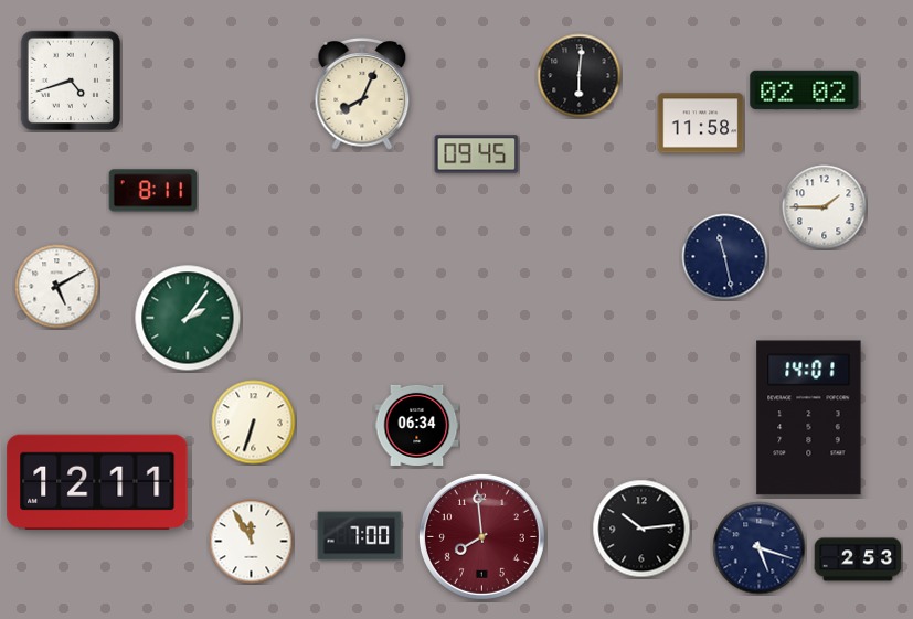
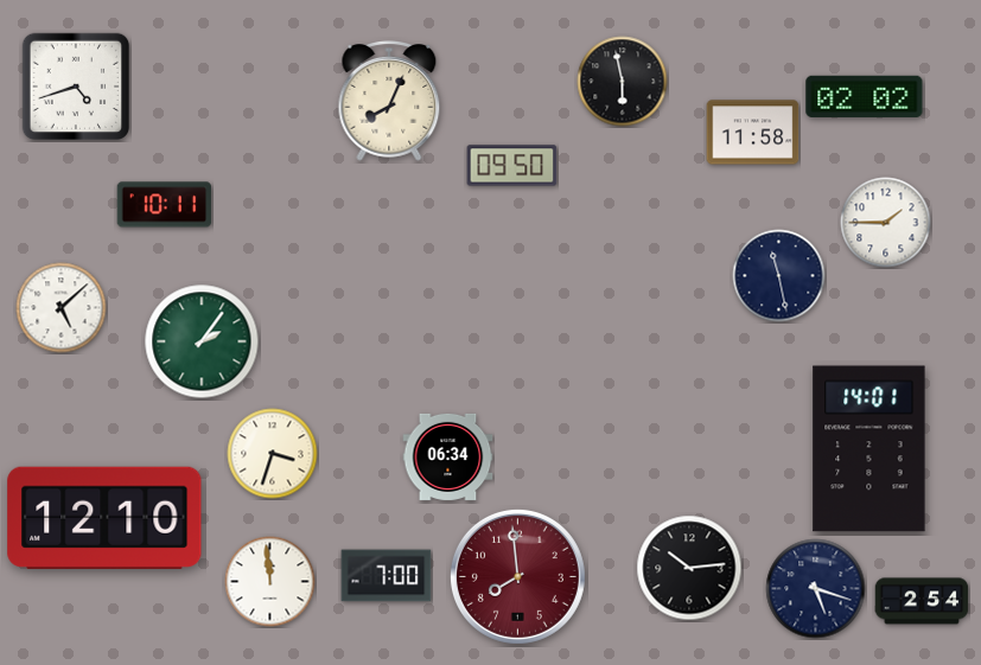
clock at (580, 76): 6:01 -> 5:58
clock at (477, 154): 09:45 -> 09:50
clock at (153, 191): 8:11 -> 10:11
clock at (57, 287): 5:10 -> 5:08
clock at (254, 423): 6:33 -> 3:33
clock at (97, 482): 12:11 -> 12:10
clock at (252, 542): 11:55 -> 11:59
clock at (858, 559): 2:53 -> 2:54
